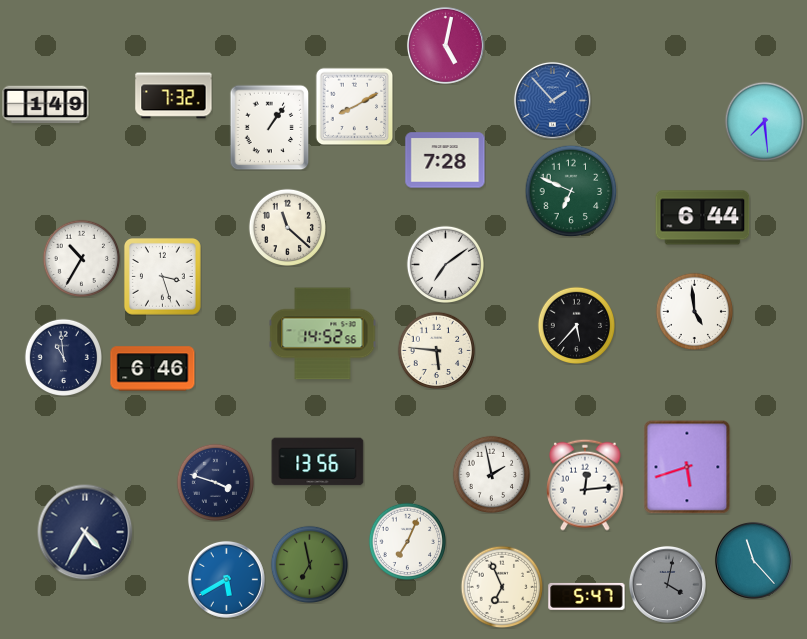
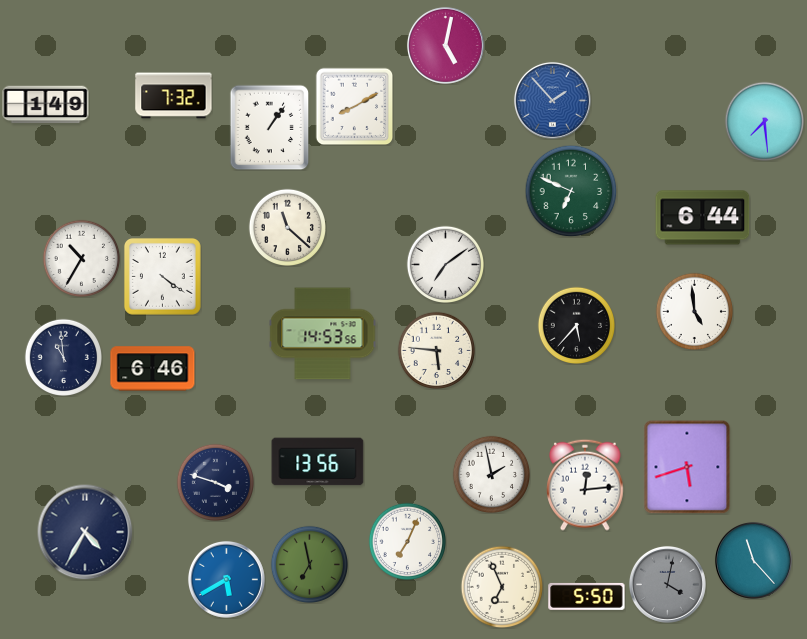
clock at (445, 160): 7:28 -> none
clock at (162, 276): 3:27 -> 4:21
clock at (323, 334): 14:52 -> 14:53
clock at (587, 596): 5:47 -> 5:50
